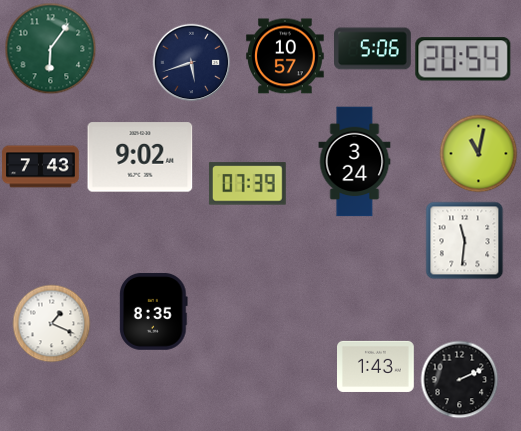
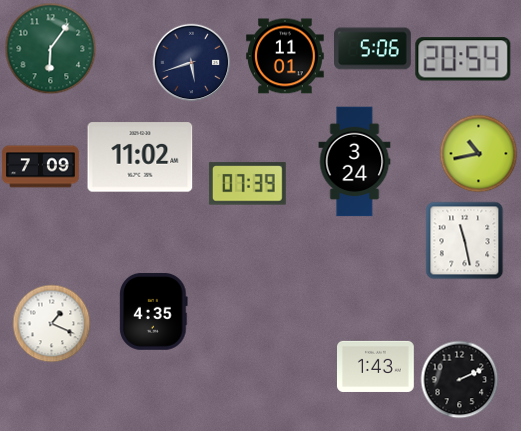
clock at (285, 56): 10:57 -> 11:01
clock at (478, 153): 11:02 -> 10:43
clock at (140, 157): 9:02 -> 11:02
clock at (41, 167): 7:43 -> 7:09
clock at (464, 240): 11:31 -> 11:28
clock at (154, 311): 8:35 -> 4:35
